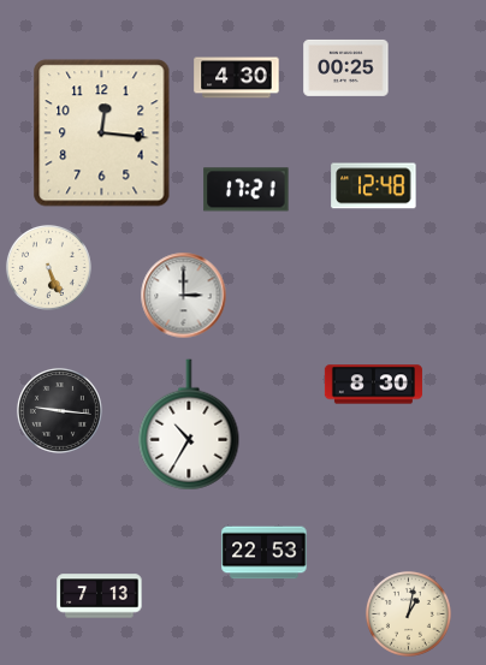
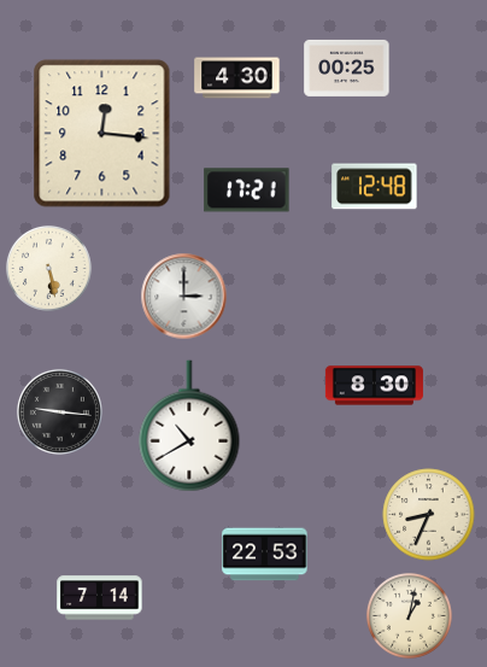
clock at (48, 267): 5:26 -> 5:28
clock at (189, 424): 10:35 -> 10:40
clock at (429, 515): none -> 8:34
clock at (100, 596): 7:13 -> 7:14
